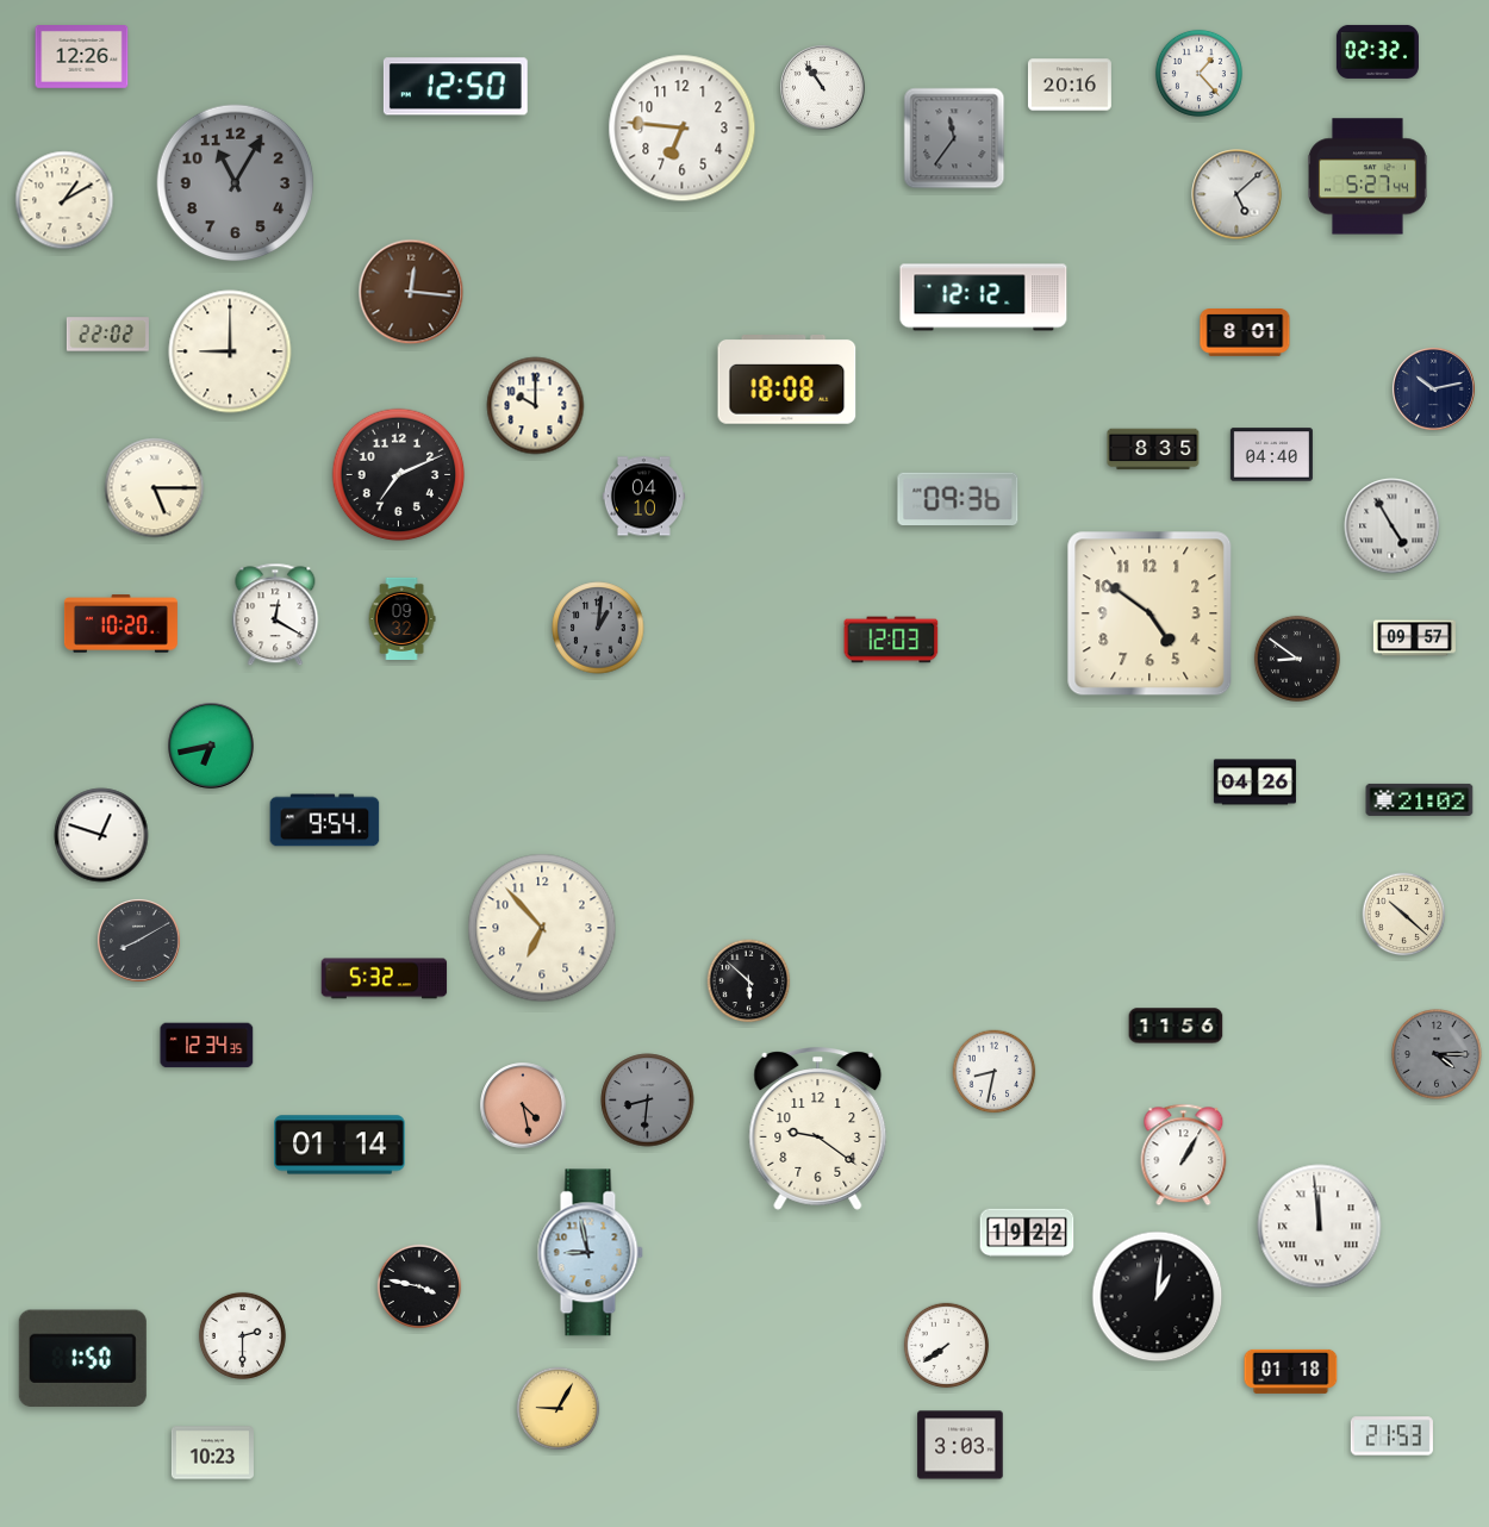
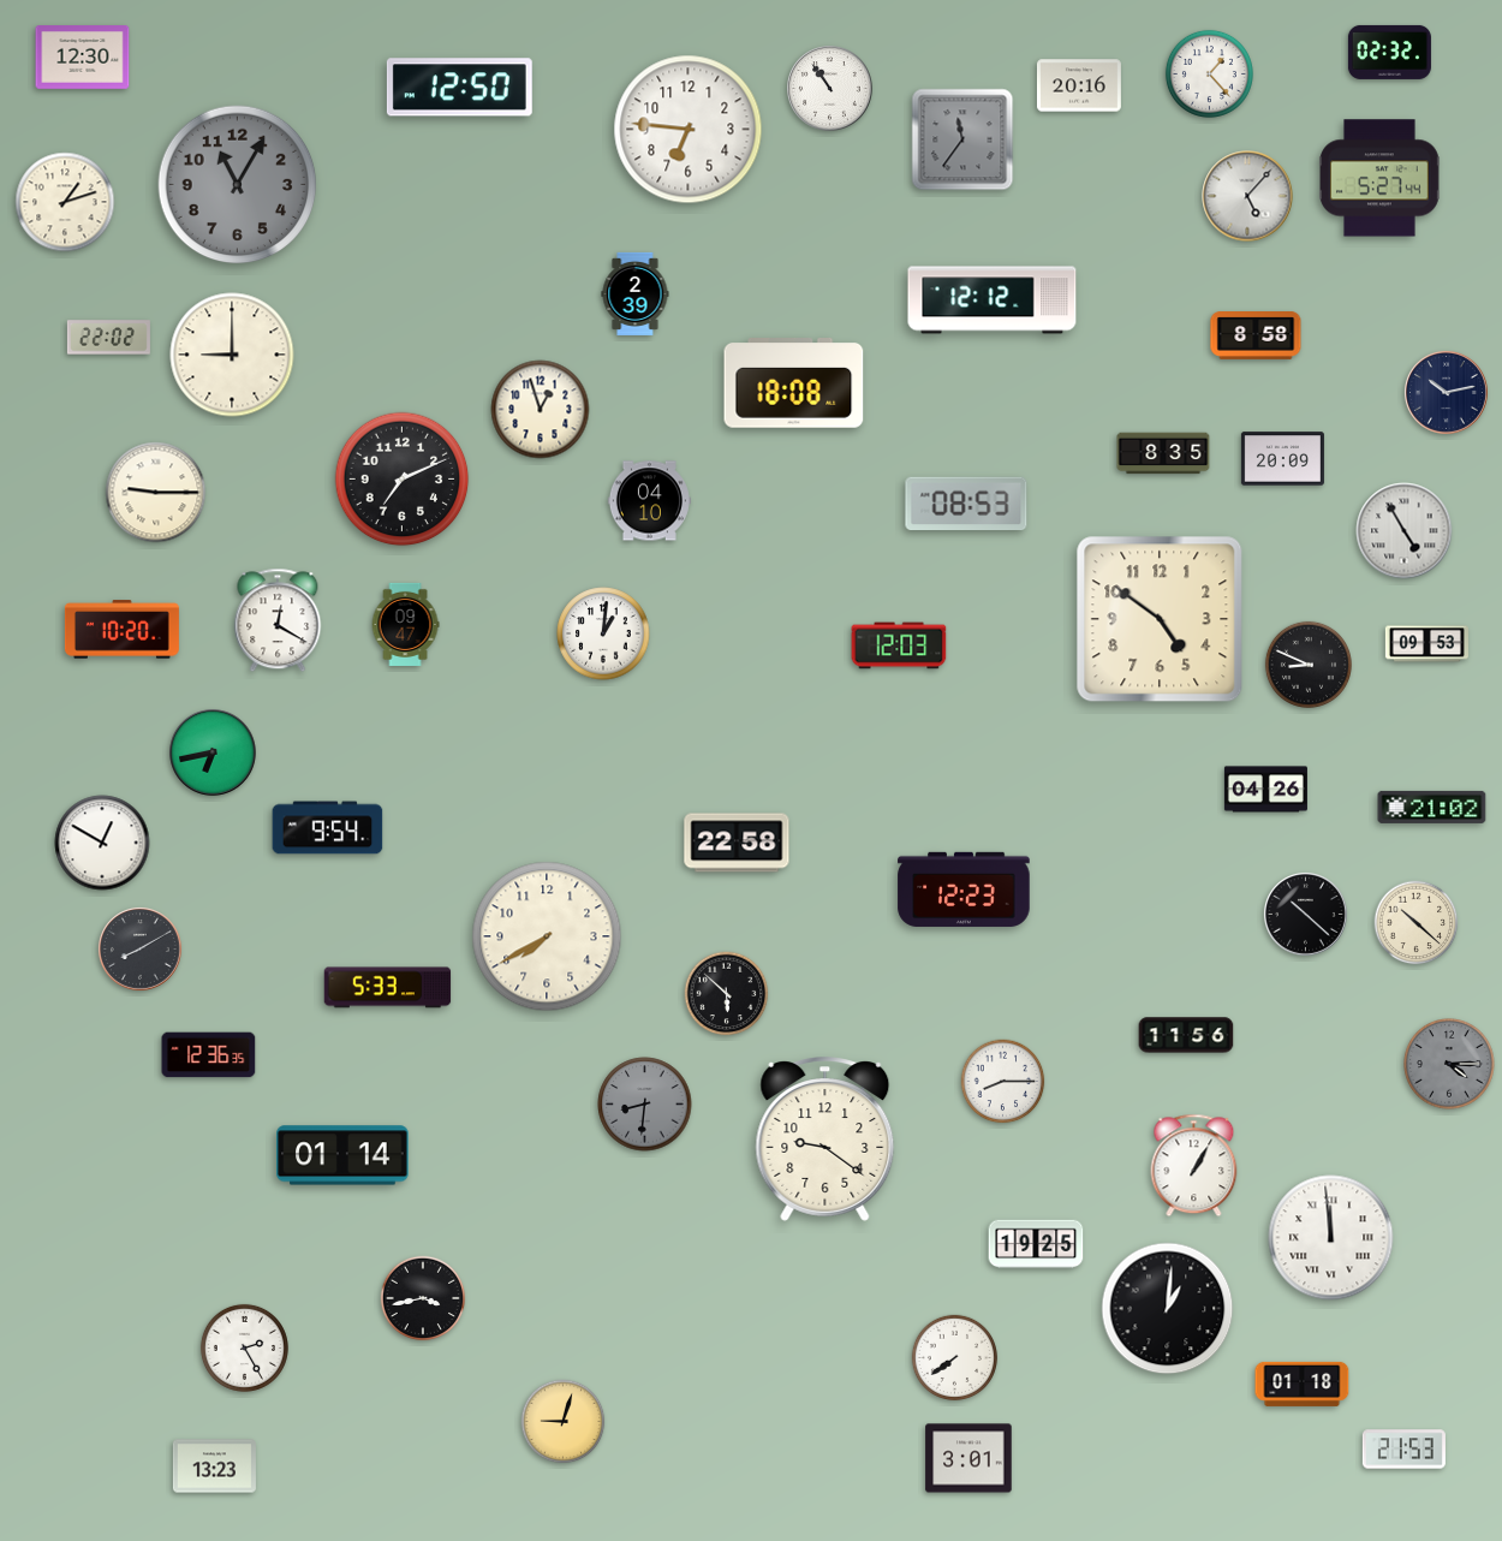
clock at (82, 57): 12:26 -> 12:30
clock at (1236, 194): 5:08 -> 5:07
clock at (64, 200): 1:10 -> 1:12
clock at (636, 293): none -> 2:39
clock at (411, 292): 12:16 -> none
clock at (1245, 334): 8:01 -> 8:58
clock at (536, 406): 10:00 -> 12:57
clock at (1271, 455): 04:40 -> 20:09
clock at (155, 488): 5:15 -> 9:15
clock at (958, 498): 09:36 -> 08:53
clock at (401, 618): 09:32 -> 09:47
clock at (598, 628) dial: grey -> white
clock at (1414, 638): 09:57 -> 09:53
clock at (1297, 659): 8:51 -> 8:49
clock at (101, 835): 12:48 -> 12:50
clock at (737, 843): none -> 22:58
clock at (964, 890): none -> 12:23
clock at (1305, 914): none -> 10:22
clock at (542, 928): 6:53 -> 7:40
clock at (385, 979): 5:32 -> 5:33
clock at (749, 981) position: (749, 981) -> (727, 994)
clock at (207, 1046): 12:34 -> 12:36
clock at (995, 1072): 8:32 -> 8:15
clock at (648, 1101) position: (648, 1101) -> (645, 1105)
clock at (523, 1105): 4:28 -> none
clock at (1027, 1233): 19:22 -> 19:25
clock at (590, 1253): 8:58 -> none
clock at (419, 1286): 3:47 -> 3:43
clock at (242, 1335): 2:30 -> 2:25
clock at (82, 1358): 1:50 -> none
clock at (559, 1409): 9:05 -> 9:03
clock at (960, 1445): 3:03 -> 3:01
clock at (212, 1453): 10:23 -> 13:23
